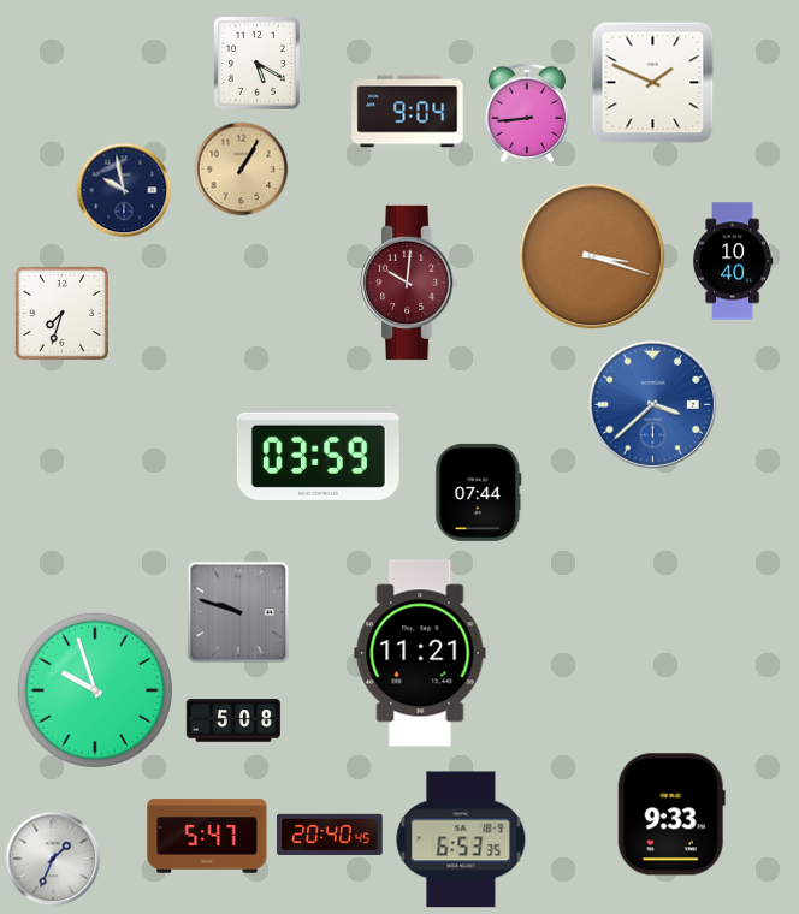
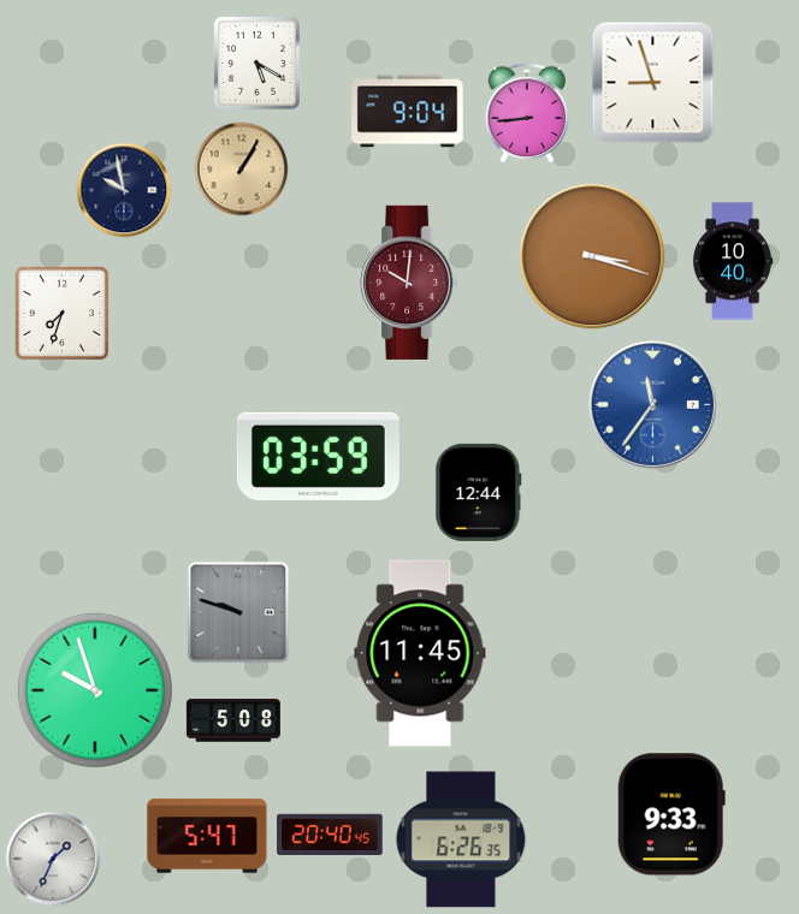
clock at (652, 82): 1:49 -> 8:57
clock at (652, 404): 3:38 -> 11:36
clock at (479, 492): 07:44 -> 12:44
clock at (420, 653): 11:21 -> 11:45
clock at (461, 839): 6:53 -> 6:26
